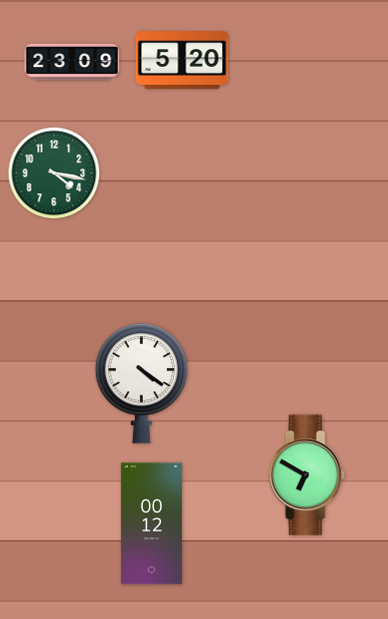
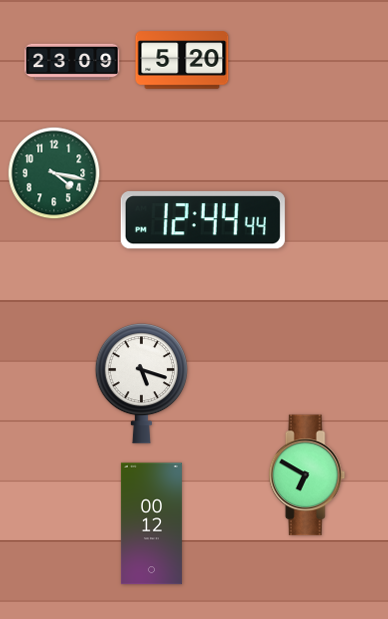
clock at (203, 220): none -> 12:44
clock at (141, 384): 4:21 -> 5:18
